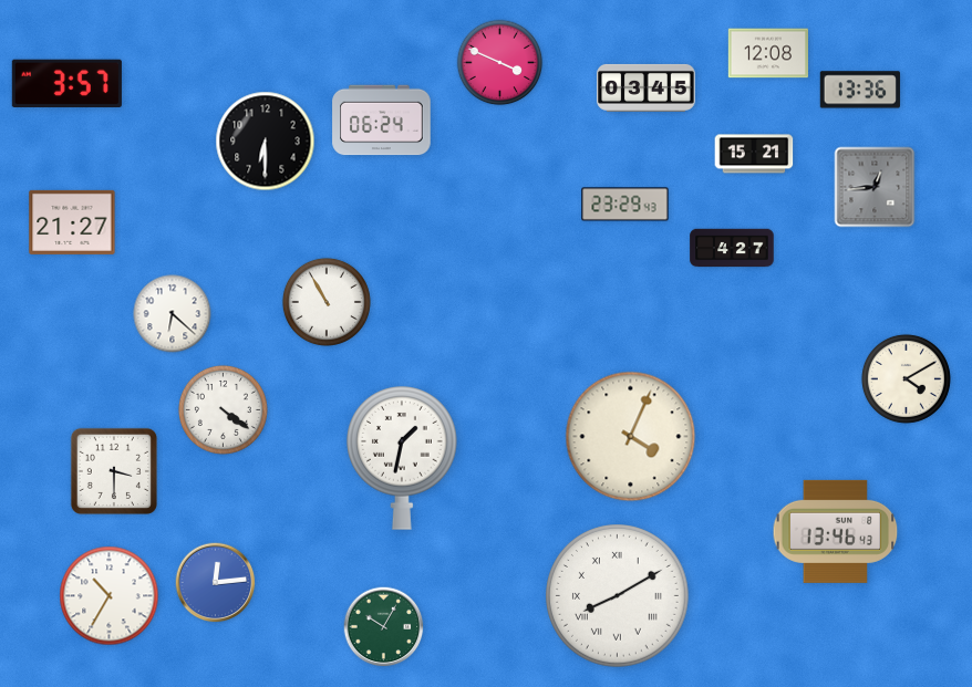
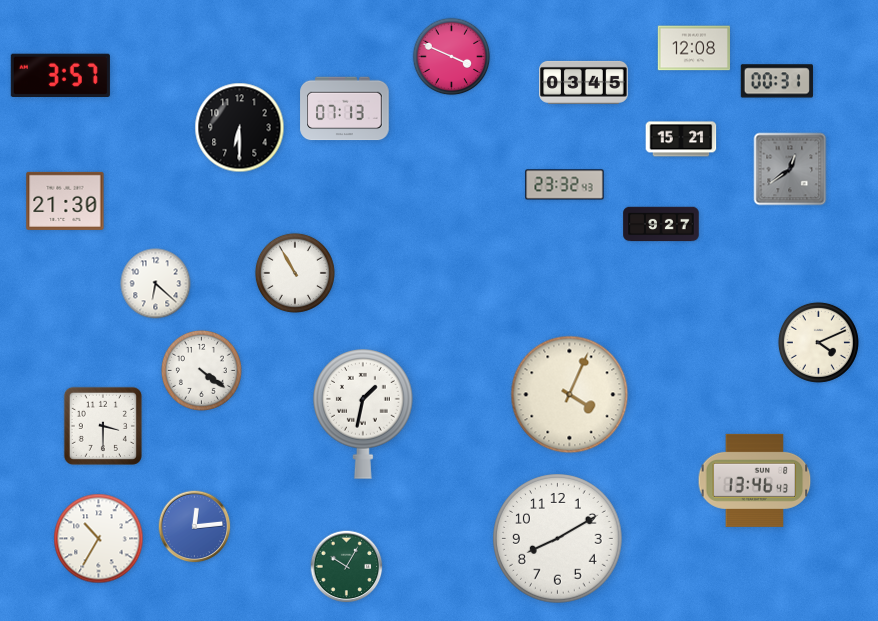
clock at (647, 87) position: (647, 87) -> (584, 82)
clock at (860, 90): 13:36 -> 00:31
clock at (382, 121): 06:24 -> 07:13
clock at (875, 187): 12:44 -> 12:39
clock at (625, 205): 23:29 -> 23:32
clock at (72, 222): 21:27 -> 21:30
clock at (732, 248): 4:27 -> 9:27
clock at (906, 378): 4:10 -> 4:11
clock at (618, 596) numerals: Roman -> Arabic
